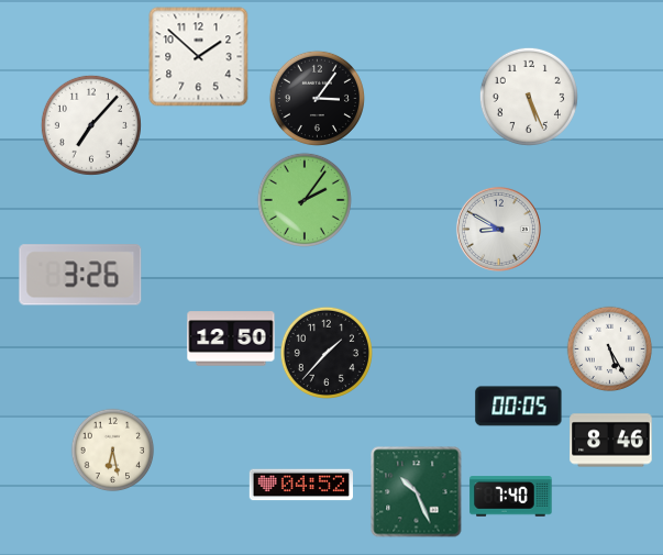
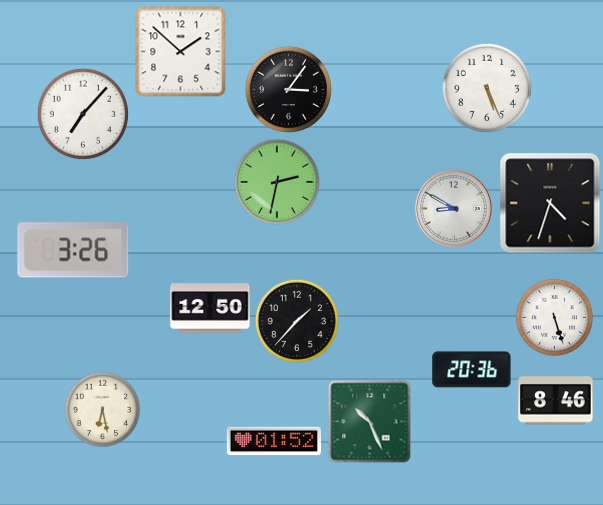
clock at (529, 97) position: (529, 97) -> (487, 88)
clock at (305, 200): 2:06 -> 2:32
clock at (550, 203): none -> 4:33
clock at (610, 349): 5:25 -> 5:27
clock at (519, 407): 00:05 -> 20:36
clock at (300, 485): 04:52 -> 01:52
clock at (417, 492) position: (417, 492) -> (370, 422)
clock at (511, 497): 7:40 -> none
